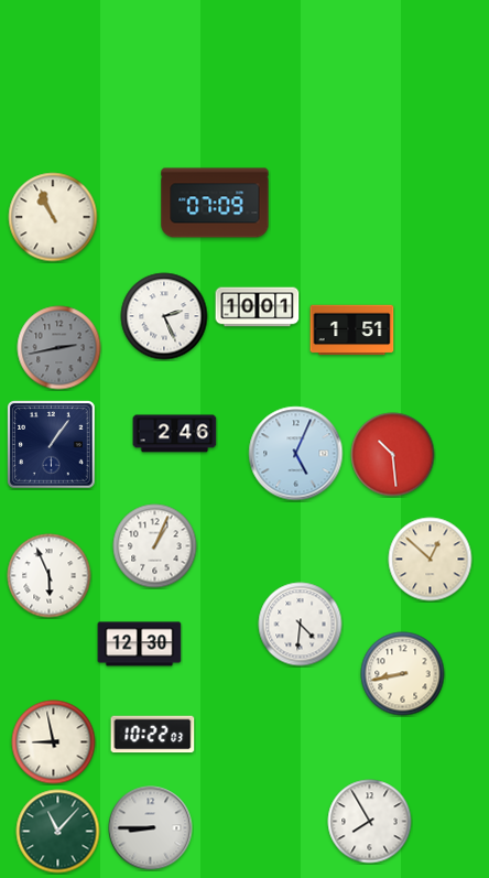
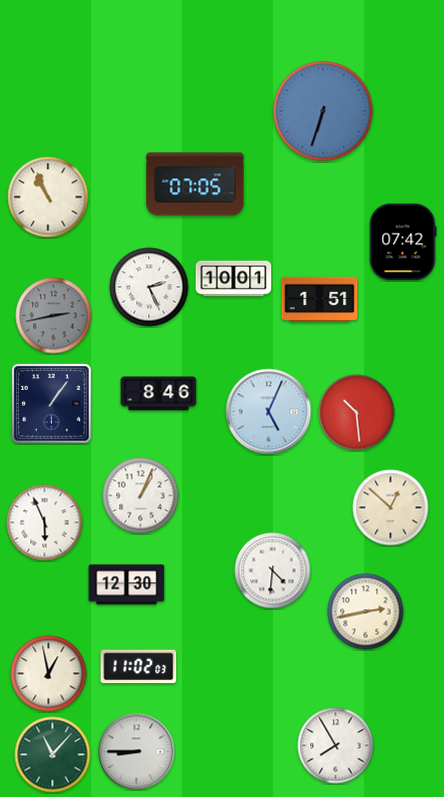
clock at (323, 111): none -> 6:33
clock at (215, 203): 07:09 -> 07:05
clock at (403, 242): none -> 07:42
clock at (175, 434): 2:46 -> 8:46
clock at (52, 445) position: (52, 445) -> (52, 404)
clock at (301, 625) position: (301, 625) -> (273, 571)
clock at (403, 674): 8:43 -> 2:43
clock at (153, 735): 10:22 -> 11:02
clock at (54, 742): 8:58 -> 12:58
